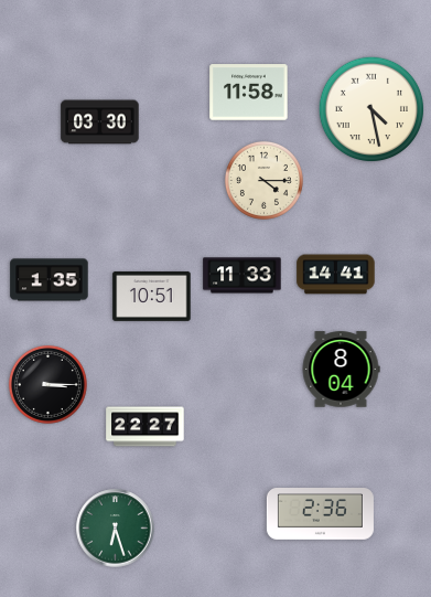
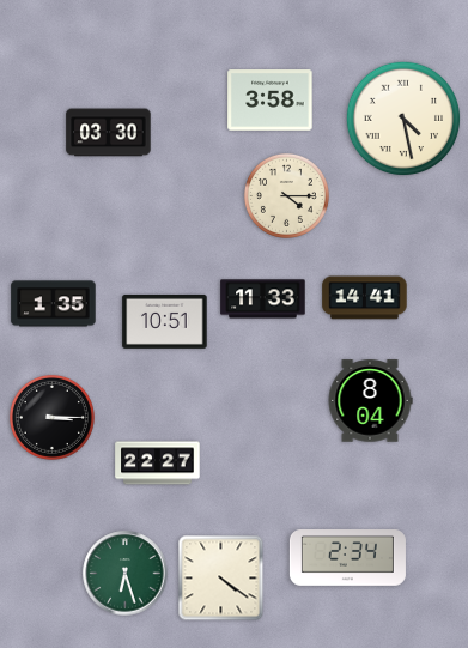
clock at (249, 93): 11:58 -> 3:58
clock at (320, 514): 2:36 -> 2:34
clock at (221, 579): none -> 4:21
